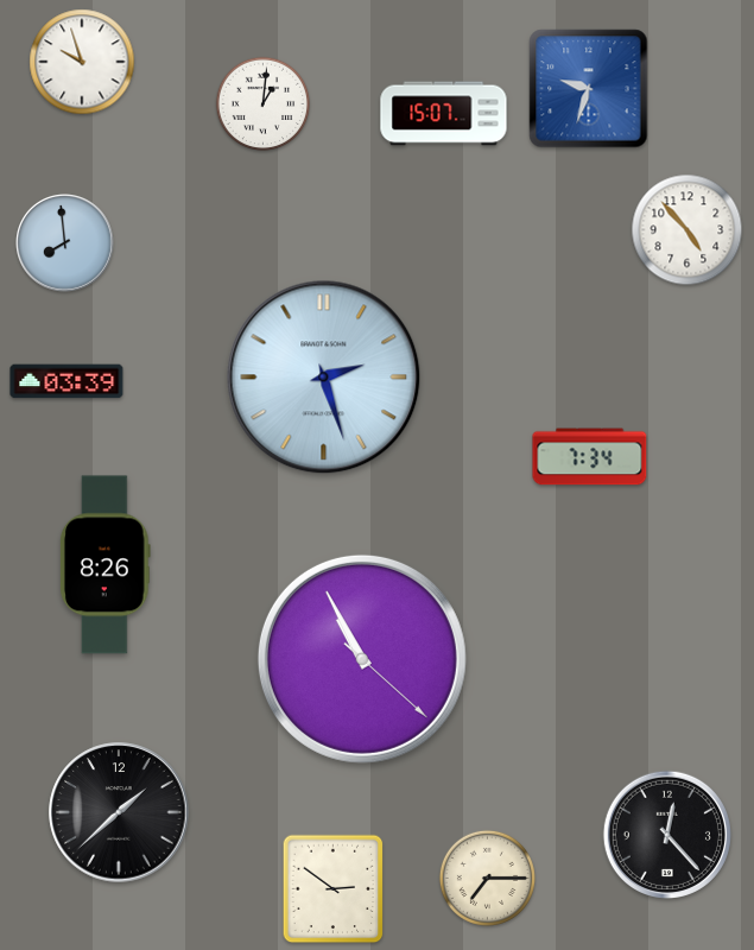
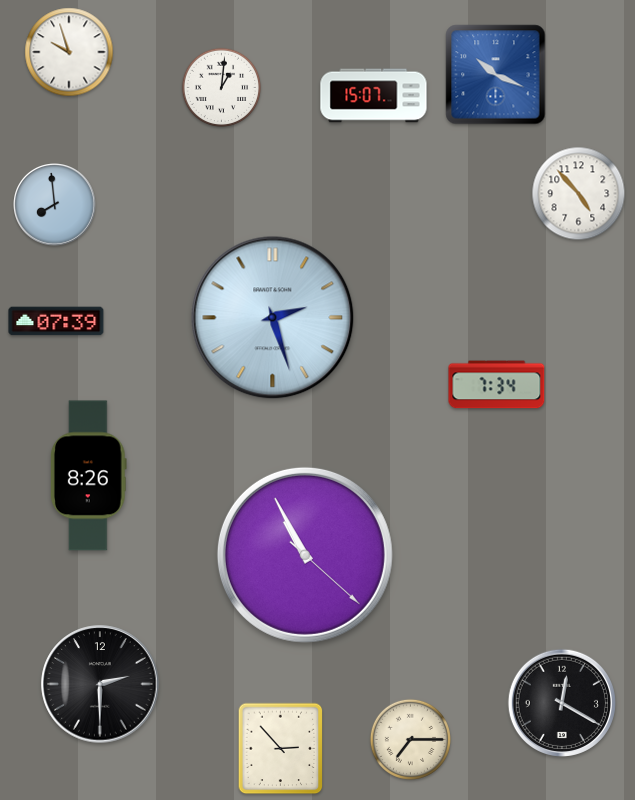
clock at (589, 89): 9:33 -> 10:19
clock at (66, 381): 03:39 -> 07:39
clock at (119, 812): 1:38 -> 2:30
clock at (667, 835): 12:23 -> 12:20
clock at (334, 889): 2:51 -> 2:53
